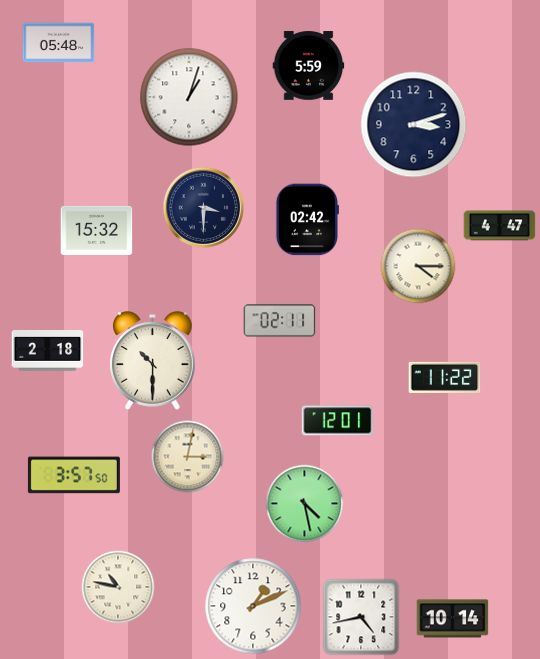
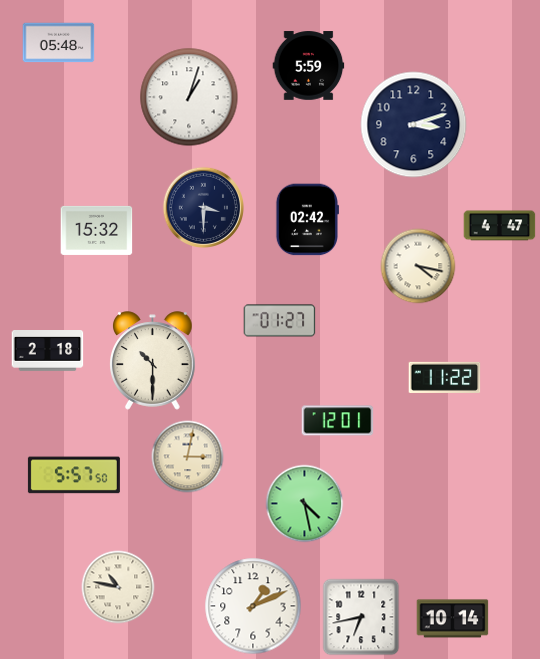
clock at (418, 266): 4:15 -> 4:17
clock at (280, 321): 02:11 -> 01:27
clock at (74, 475): 3:57 -> 5:57
clock at (361, 617): 4:43 -> 6:43
